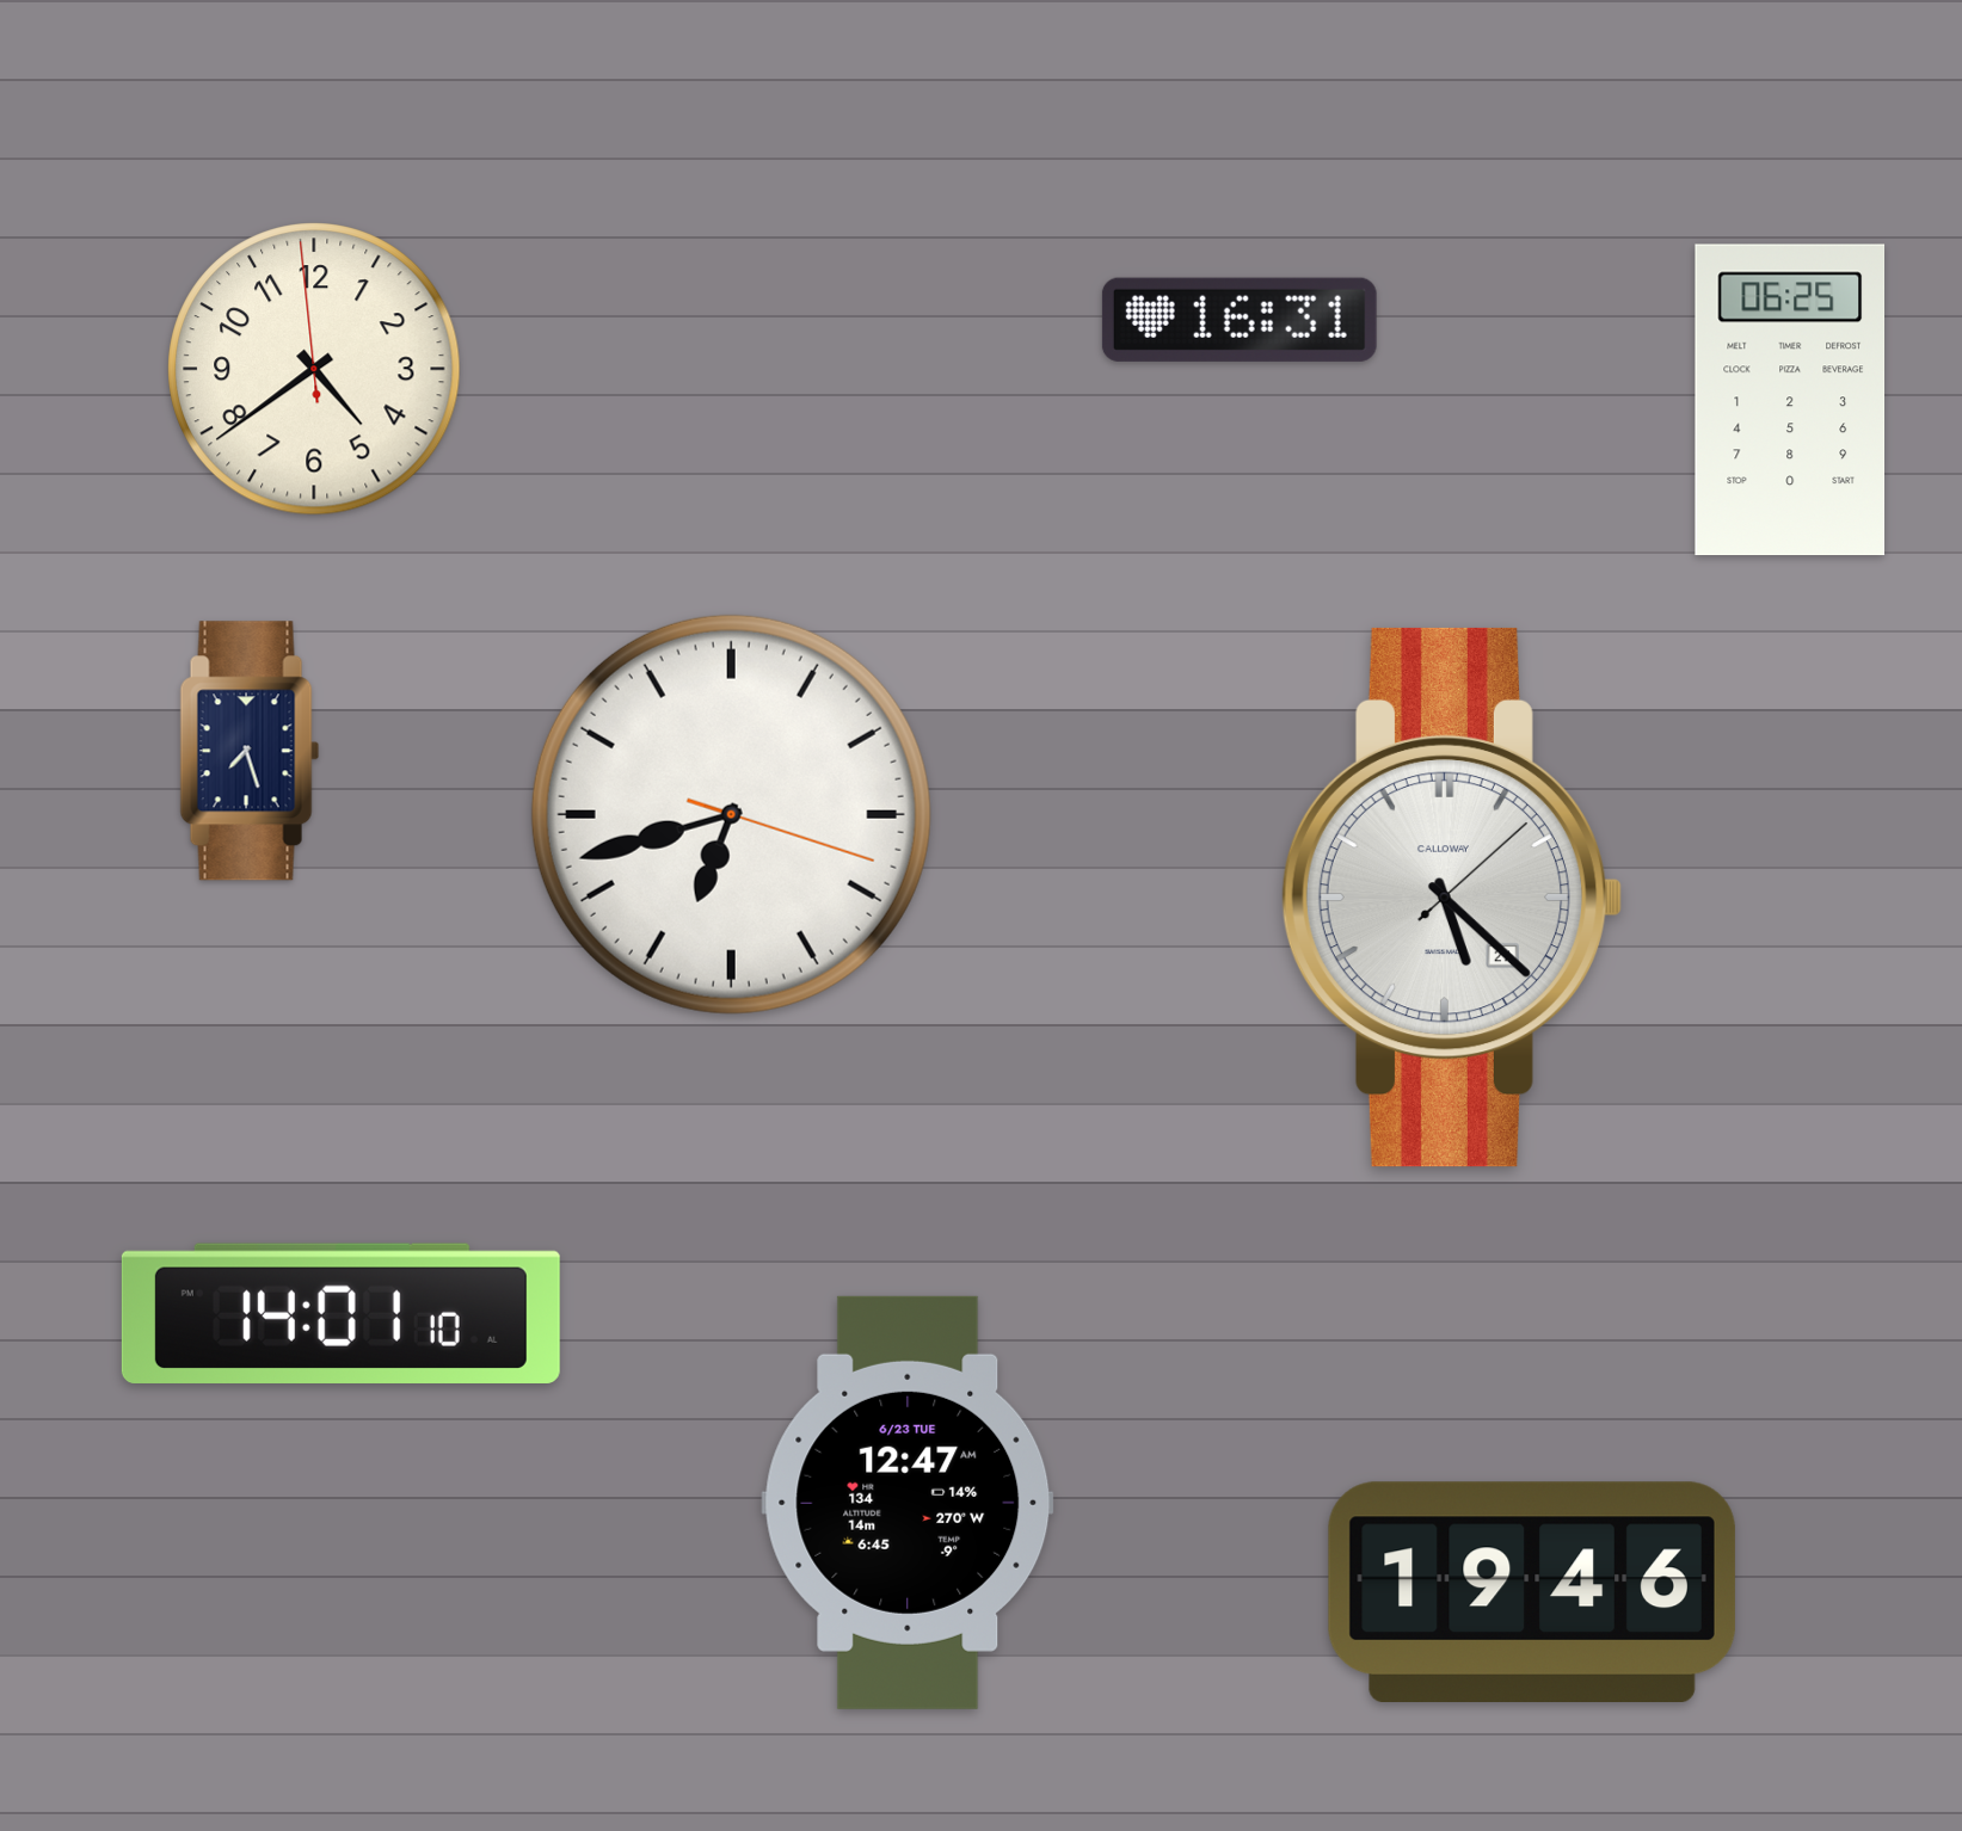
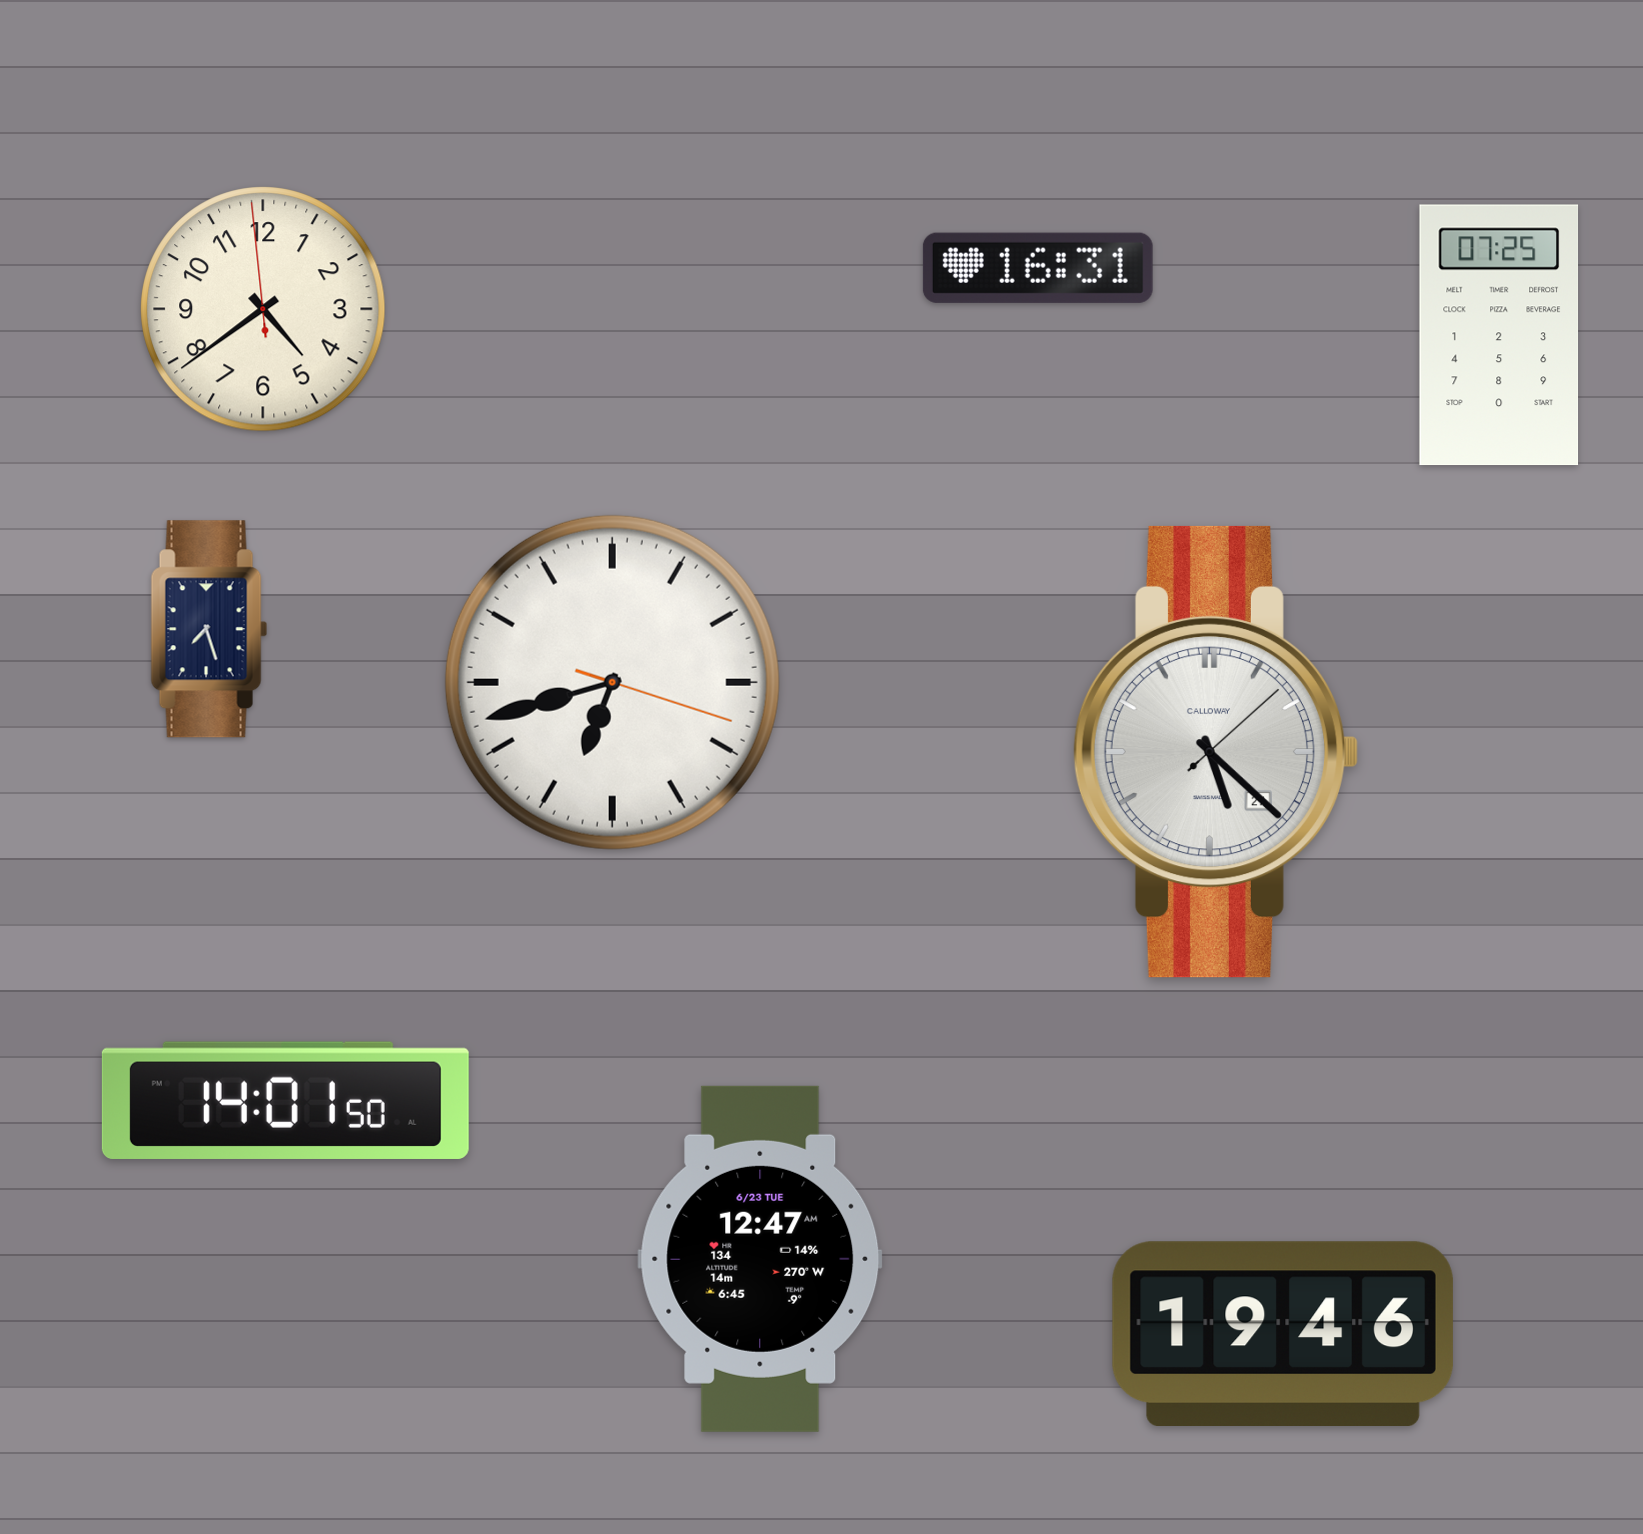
clock at (1790, 400): 06:25 -> 07:25
clock at (340, 1313): 14:01:10 -> 14:01:50
